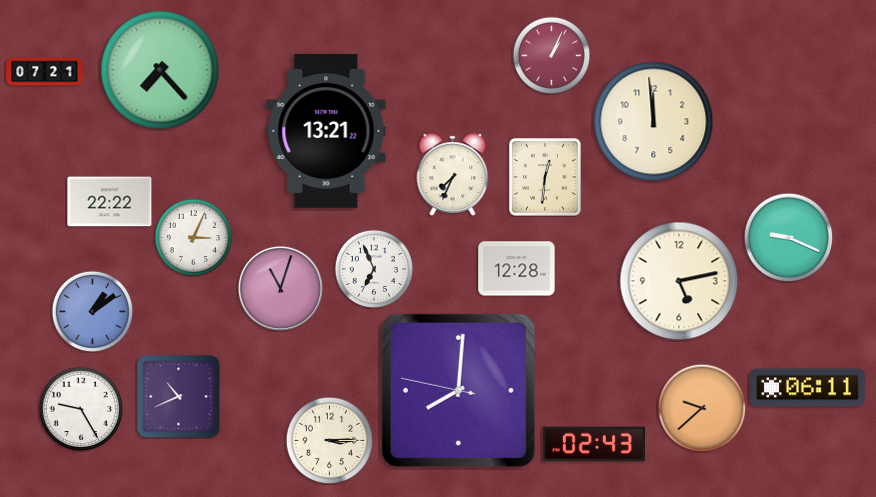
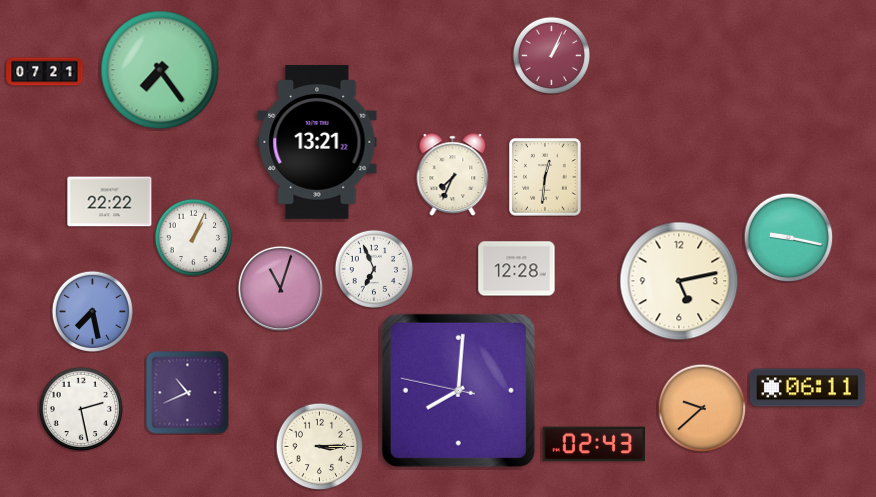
clock at (160, 70): 7:23 -> 7:24
clock at (654, 122): 11:59 -> none
clock at (326, 132) position: (326, 132) -> (317, 143)
clock at (193, 237): 3:04 -> 1:04
clock at (788, 237): 9:19 -> 9:17
clock at (92, 311): 1:09 -> 7:28
clock at (179, 397) position: (179, 397) -> (188, 393)
clock at (81, 409): 9:25 -> 2:28
clock at (329, 440) position: (329, 440) -> (319, 446)
